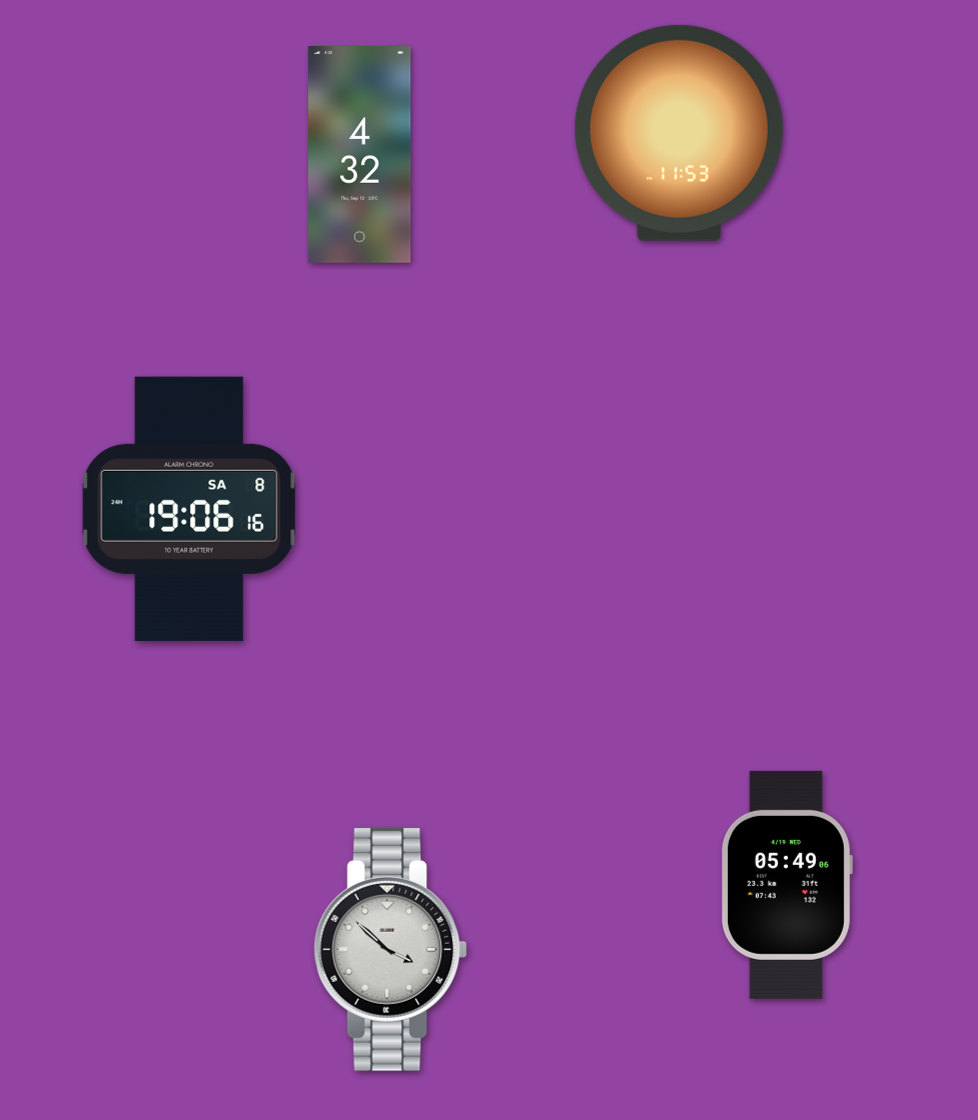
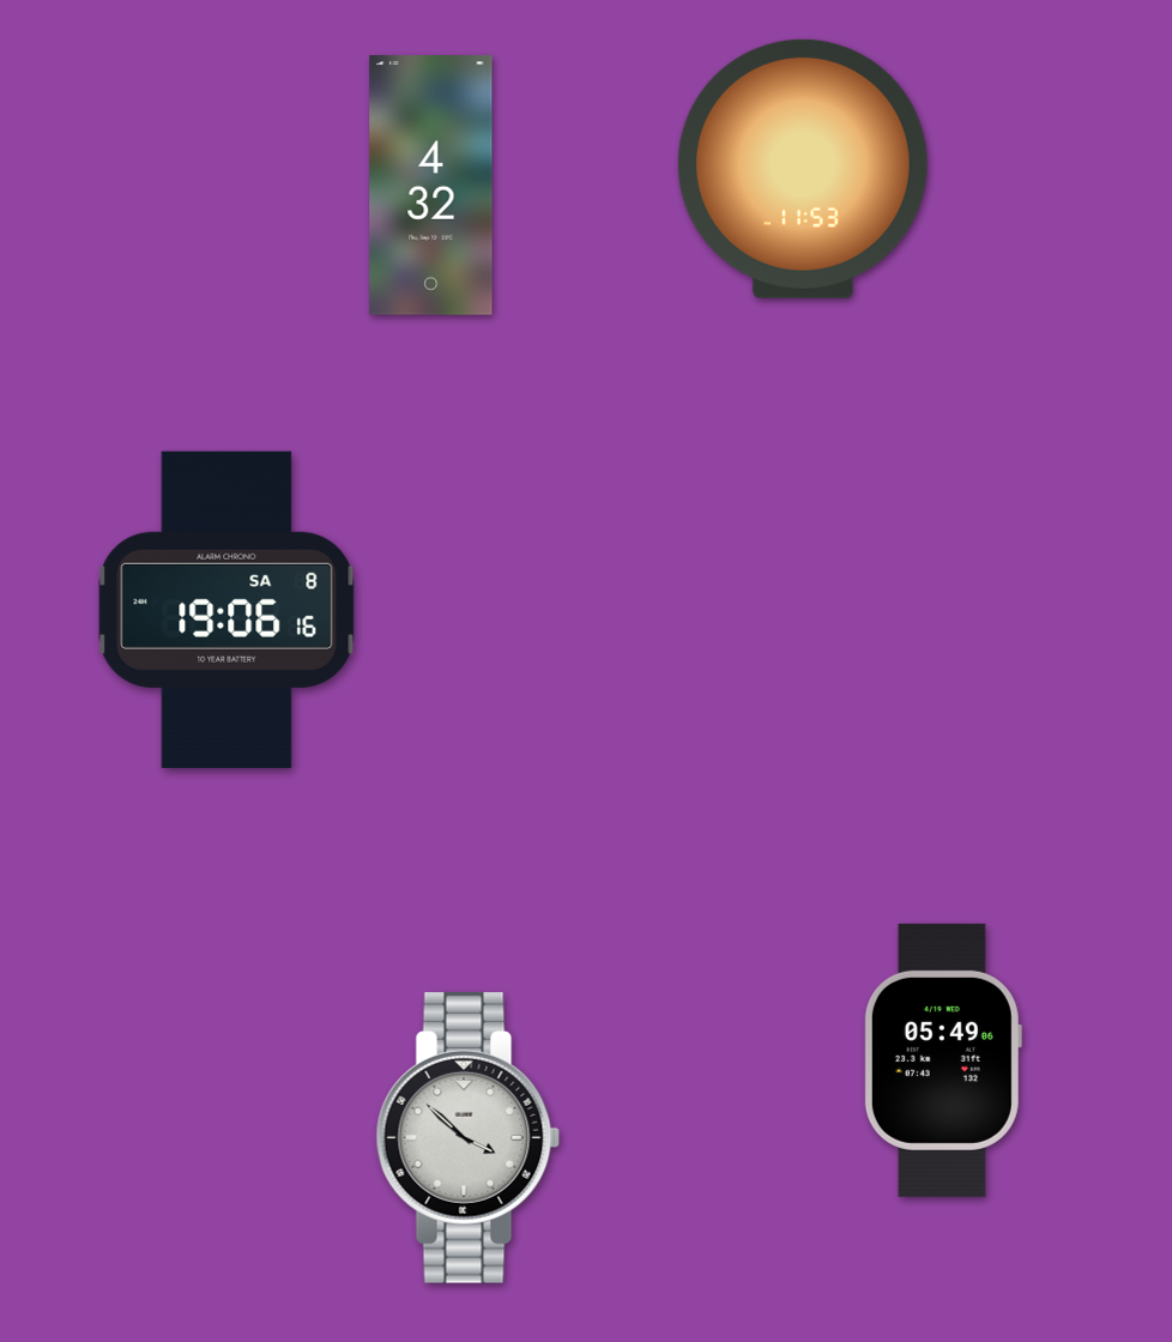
clock at (679, 133) position: (679, 133) -> (803, 169)
